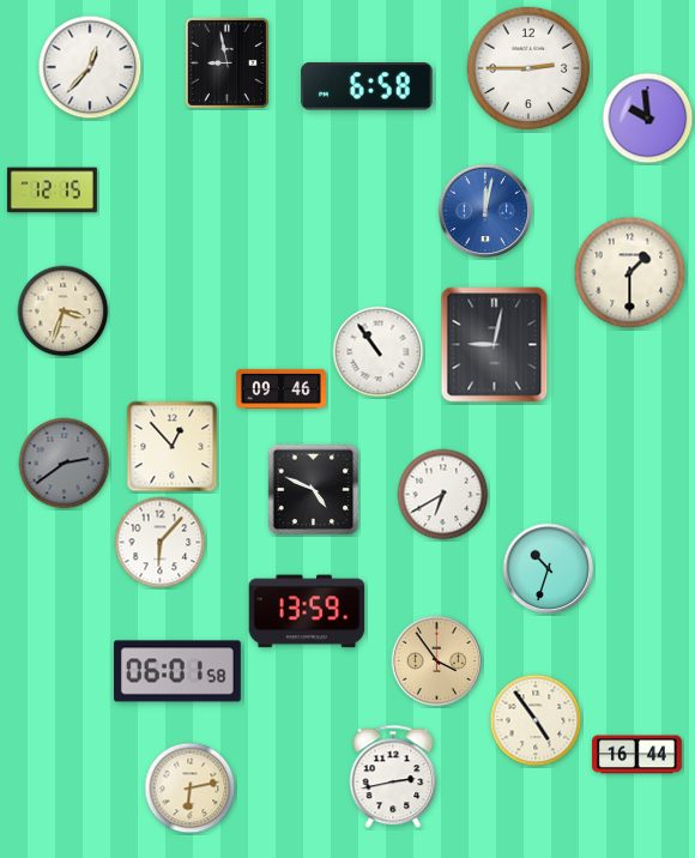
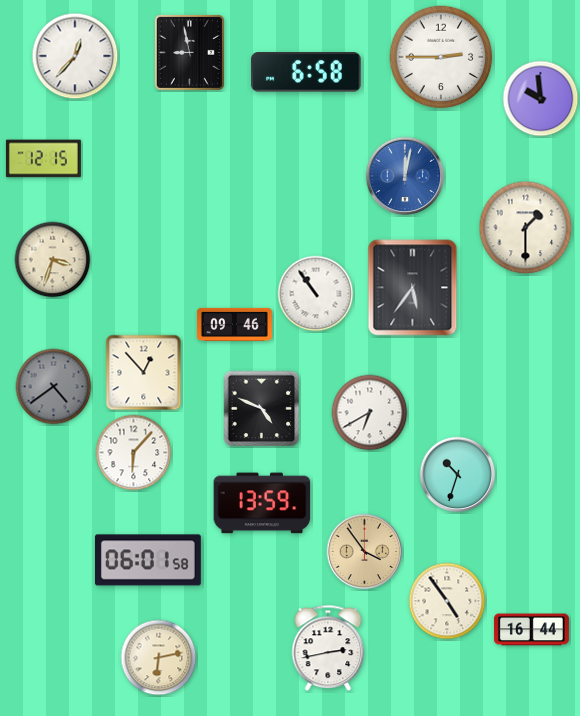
clock at (495, 345): 9:02 -> 5:36
clock at (65, 464): 2:39 -> 4:39
clock at (307, 611) position: (307, 611) -> (262, 503)
